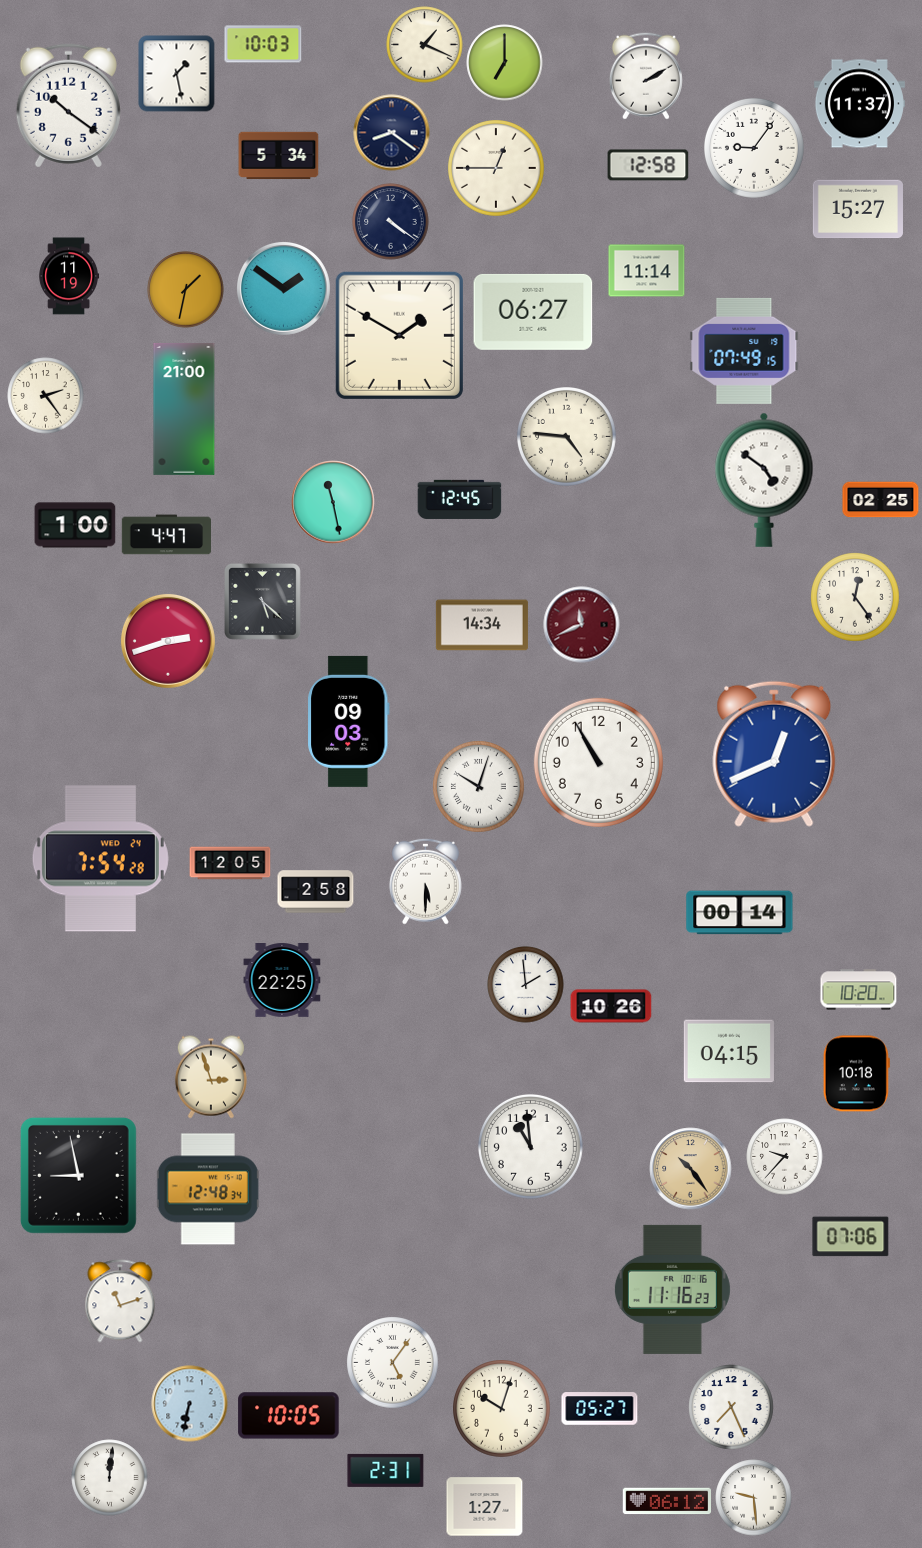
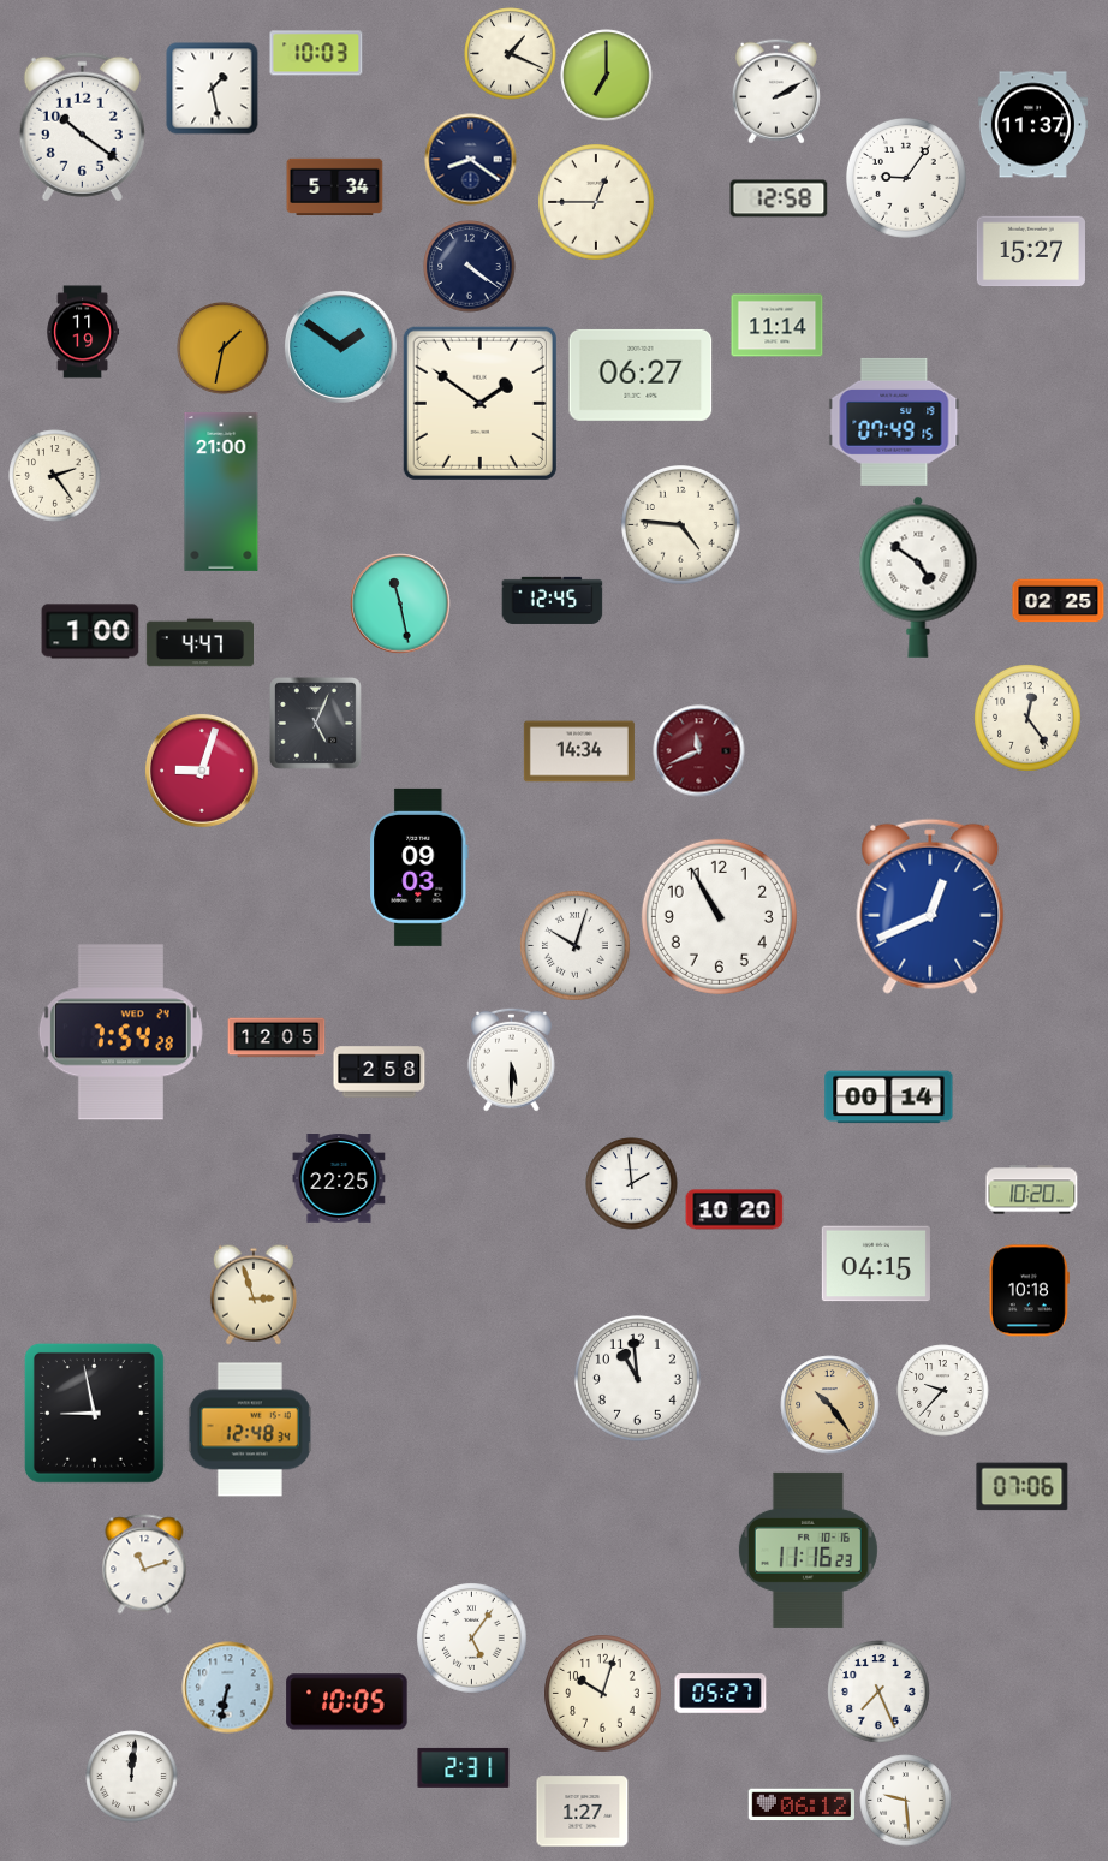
clock at (399, 335): 1:50 -> 1:51
clock at (262, 601): 5:22 -> 5:04
clock at (168, 641): 2:42 -> 9:03
clock at (611, 1006): 10:26 -> 10:20
